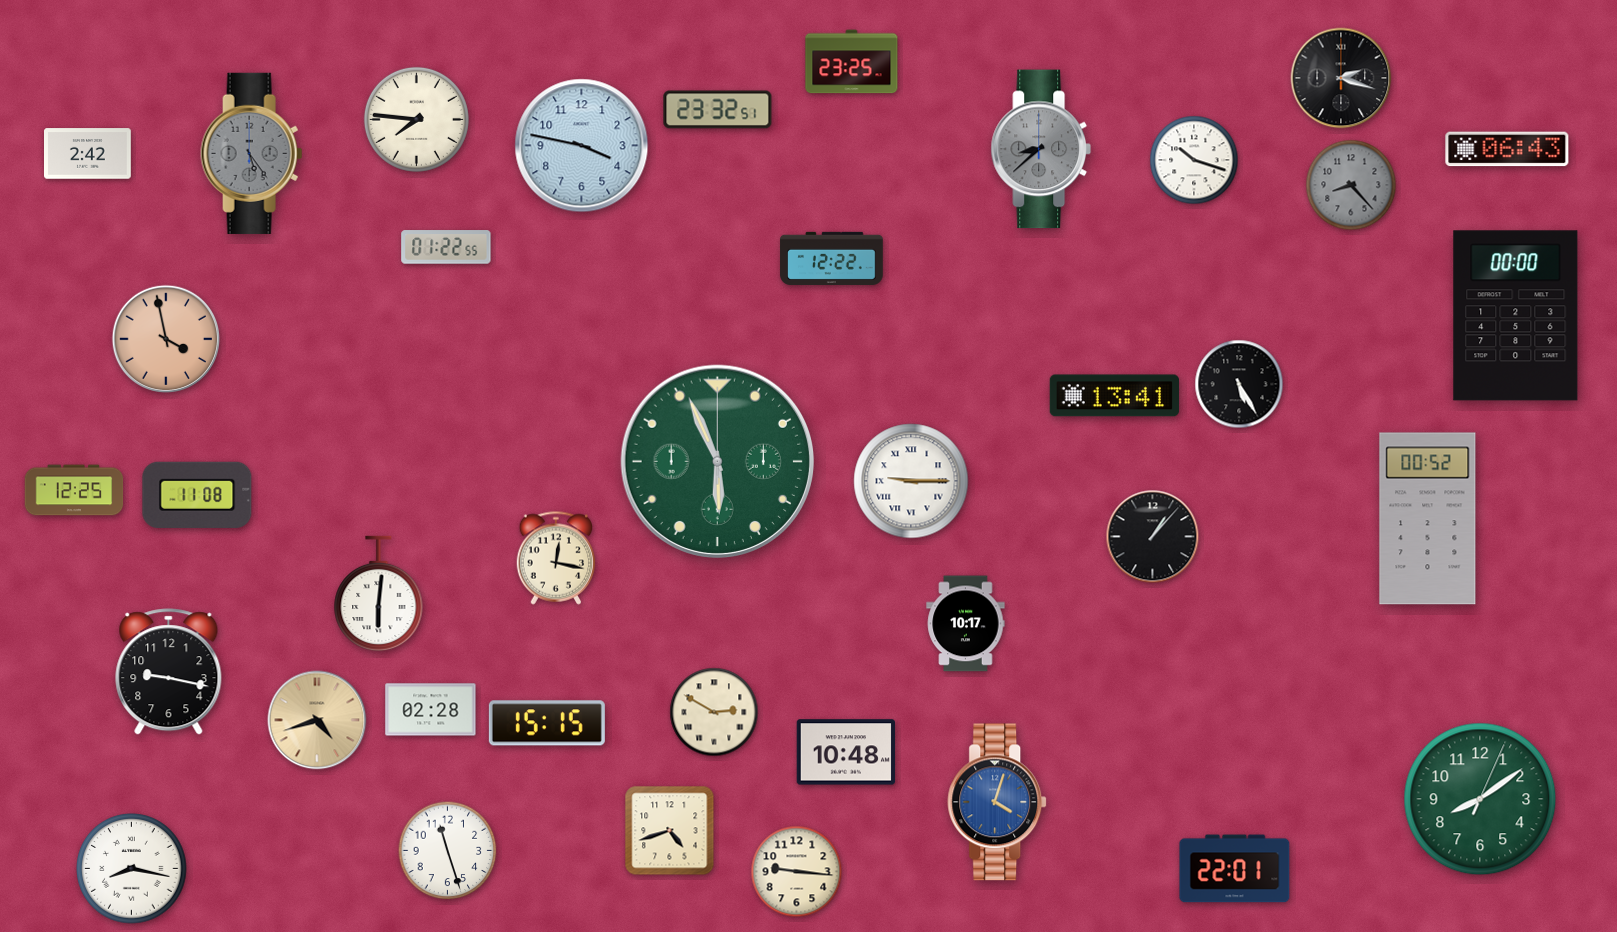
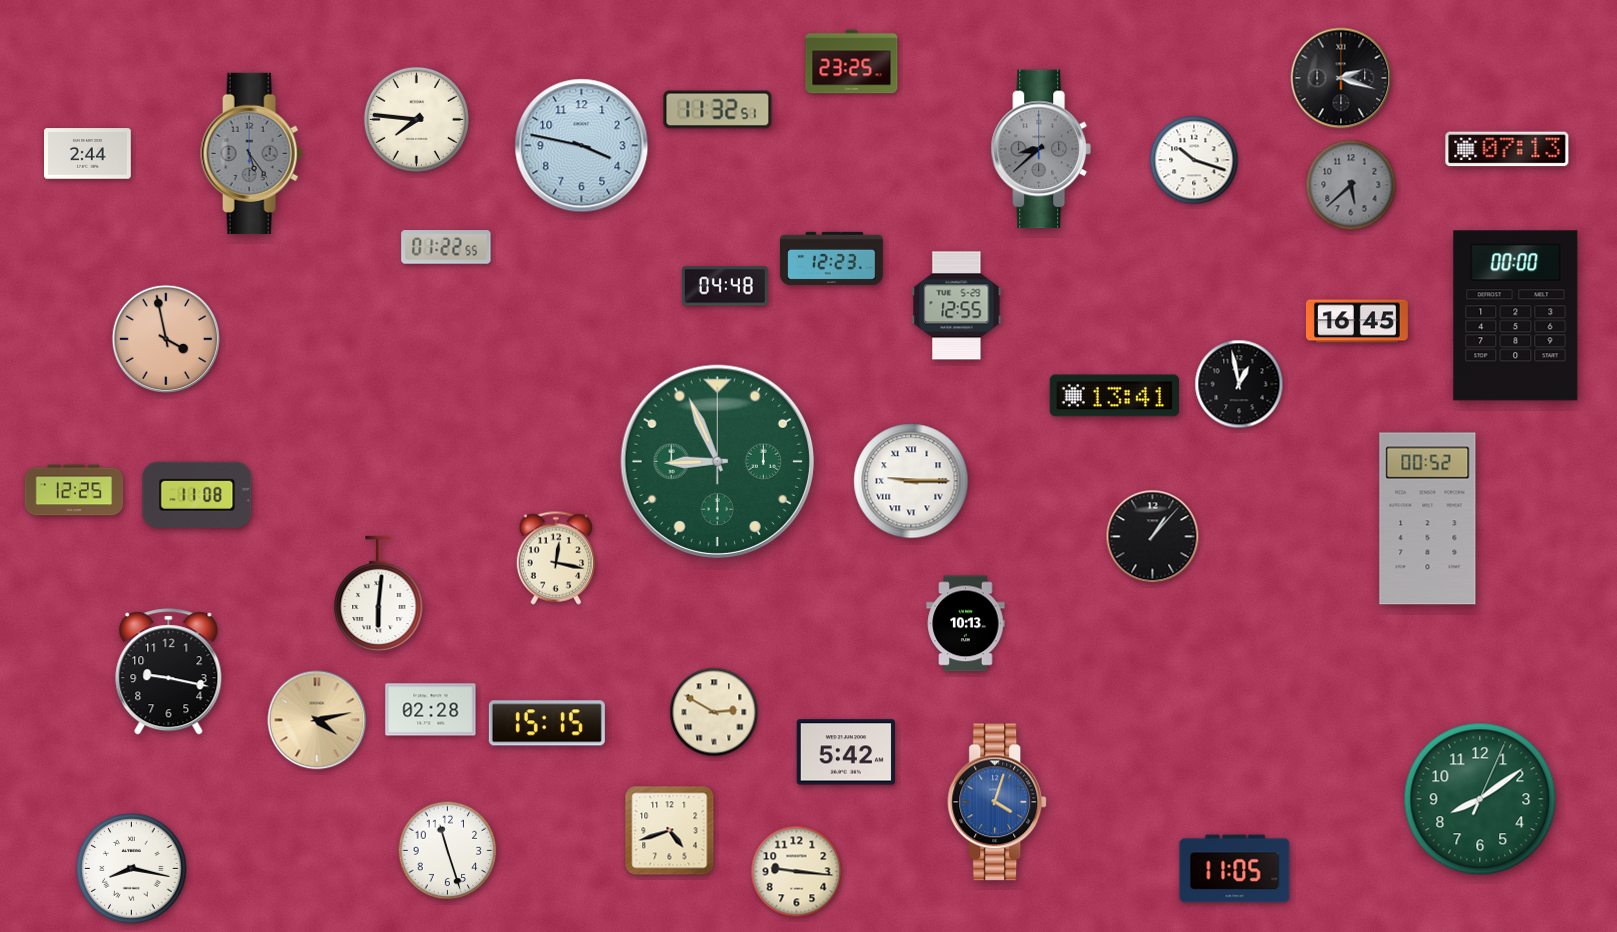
clock at (718, 110): 23:32 -> 11:32
clock at (1507, 149): 06:43 -> 07:13
clock at (88, 154): 2:42 -> 2:44
clock at (1351, 185): 8:23 -> 5:38
clock at (832, 258): 12:22 -> 12:23
clock at (725, 286): none -> 04:48
clock at (957, 306): none -> 12:55
clock at (1358, 321): none -> 16:45
clock at (1239, 384): 5:25 -> 12:58
clock at (717, 461): 5:56 -> 8:56
clock at (966, 624): 10:17 -> 10:13
clock at (317, 720): 4:42 -> 4:13
clock at (846, 752): 10:48 -> 5:42
clock at (1235, 869): 22:01 -> 11:05
